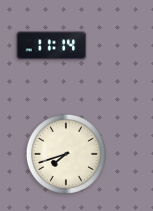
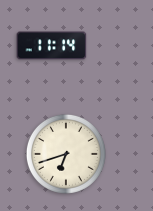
clock at (66, 154): 7:42 -> 6:42
